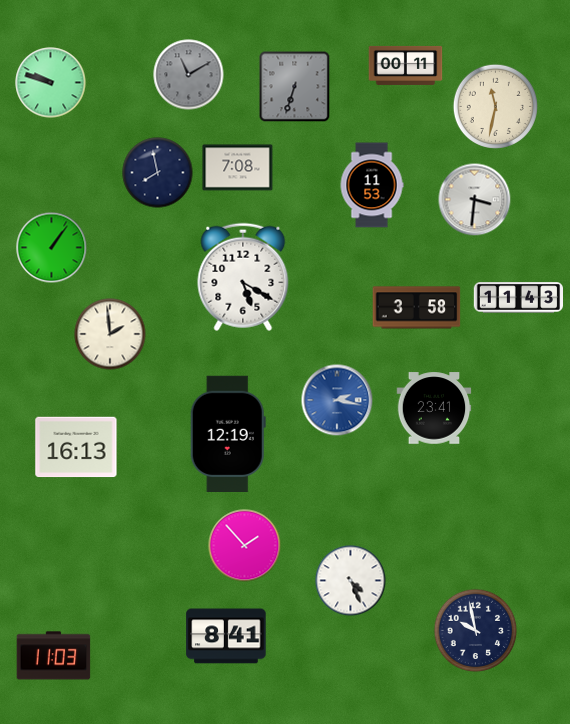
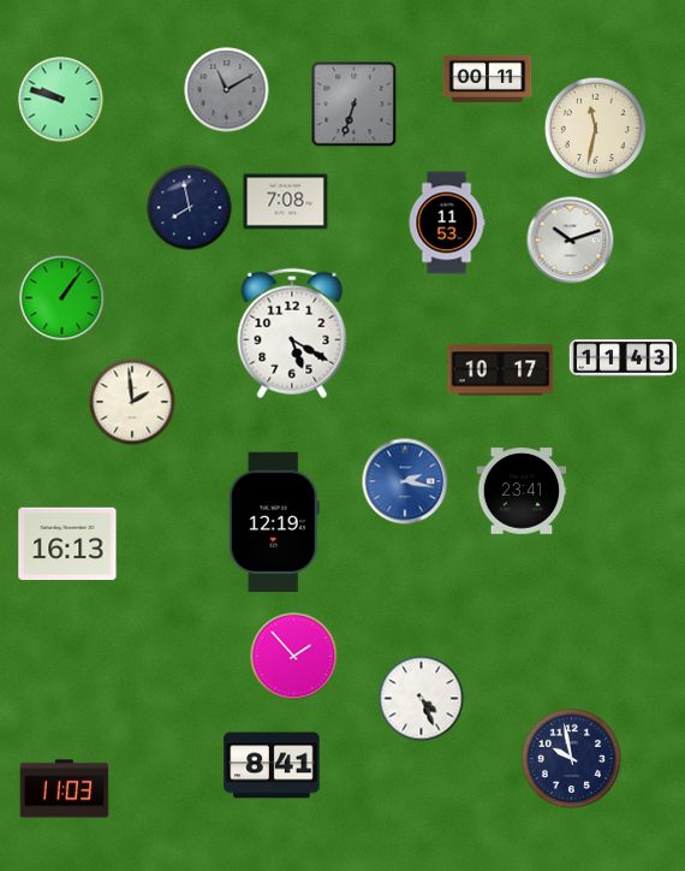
clock at (475, 200): 3:31 -> 10:12
clock at (417, 308): 3:58 -> 10:17
clock at (76, 447) position: (76, 447) -> (67, 544)
